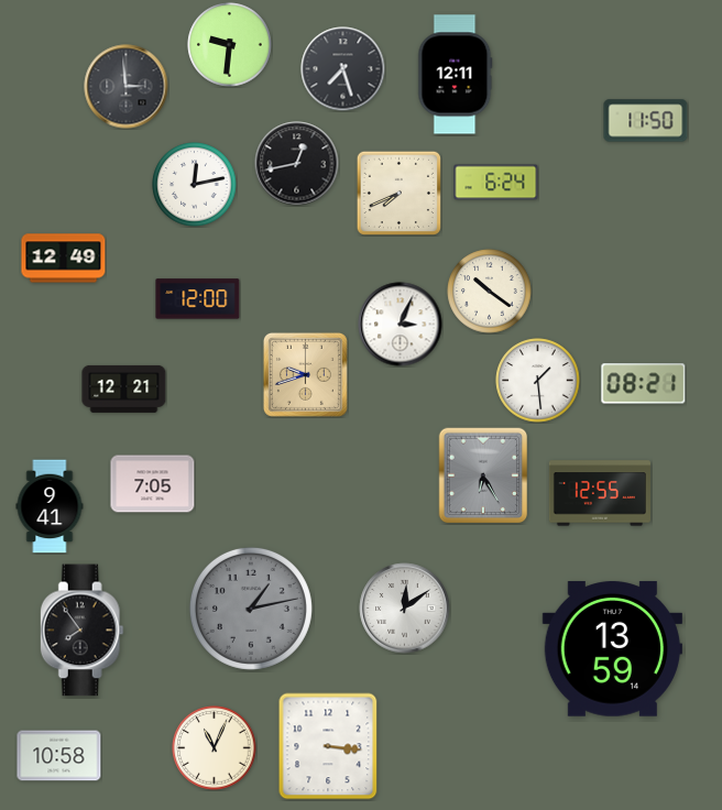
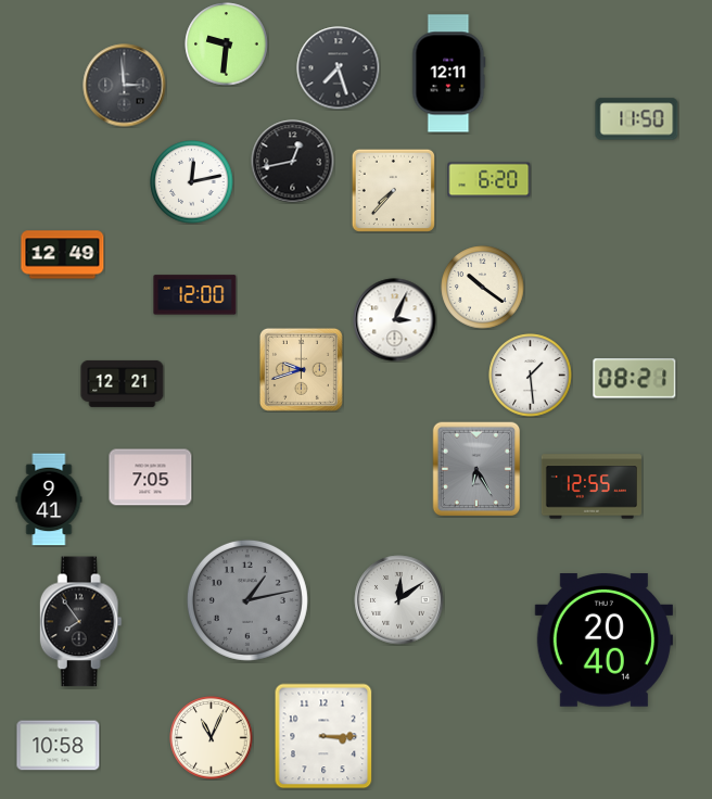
clock at (496, 183): 6:24 -> 6:20
clock at (398, 193): 7:41 -> 7:37
clock at (612, 649): 13:59 -> 20:40
clock at (328, 746): 3:16 -> 3:15
